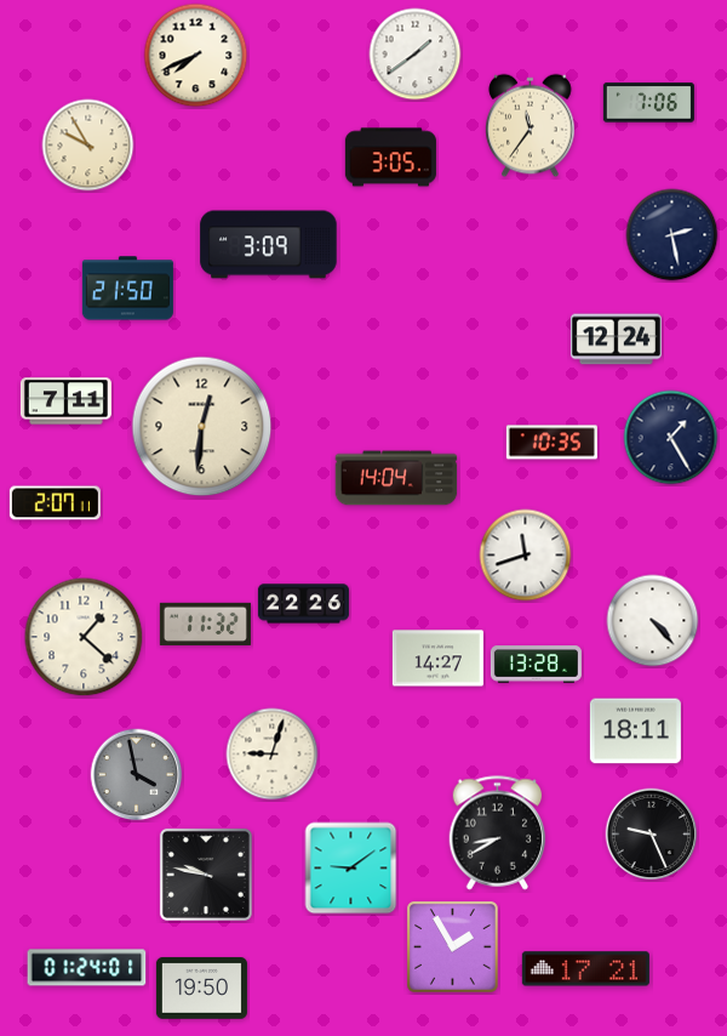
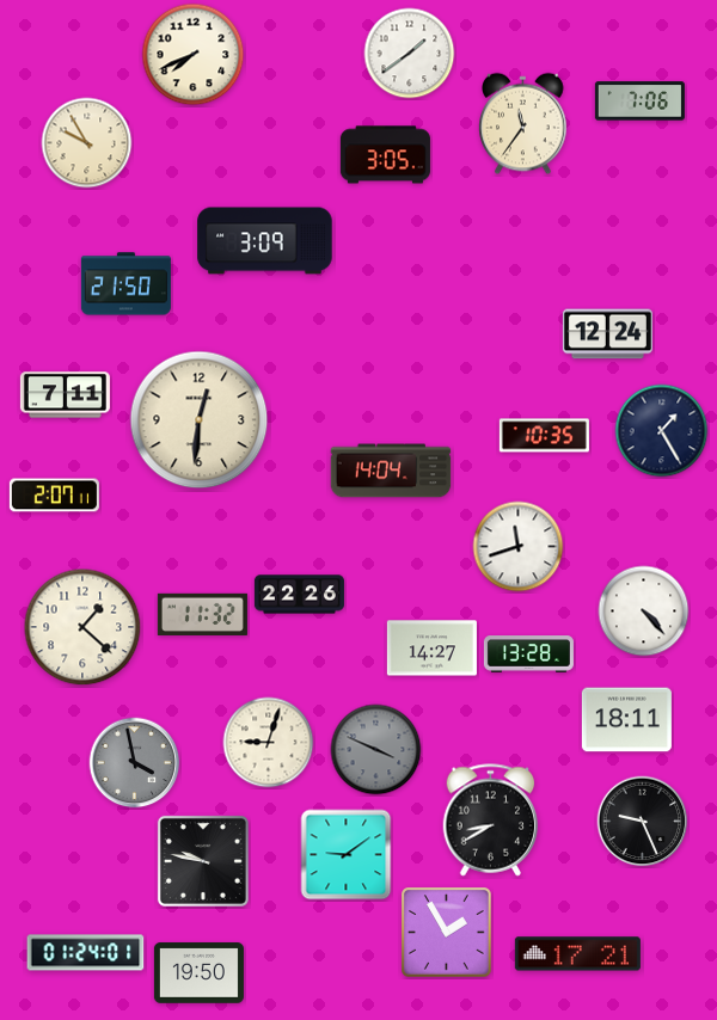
clock at (672, 235): 2:28 -> none
clock at (376, 750): none -> 3:49
